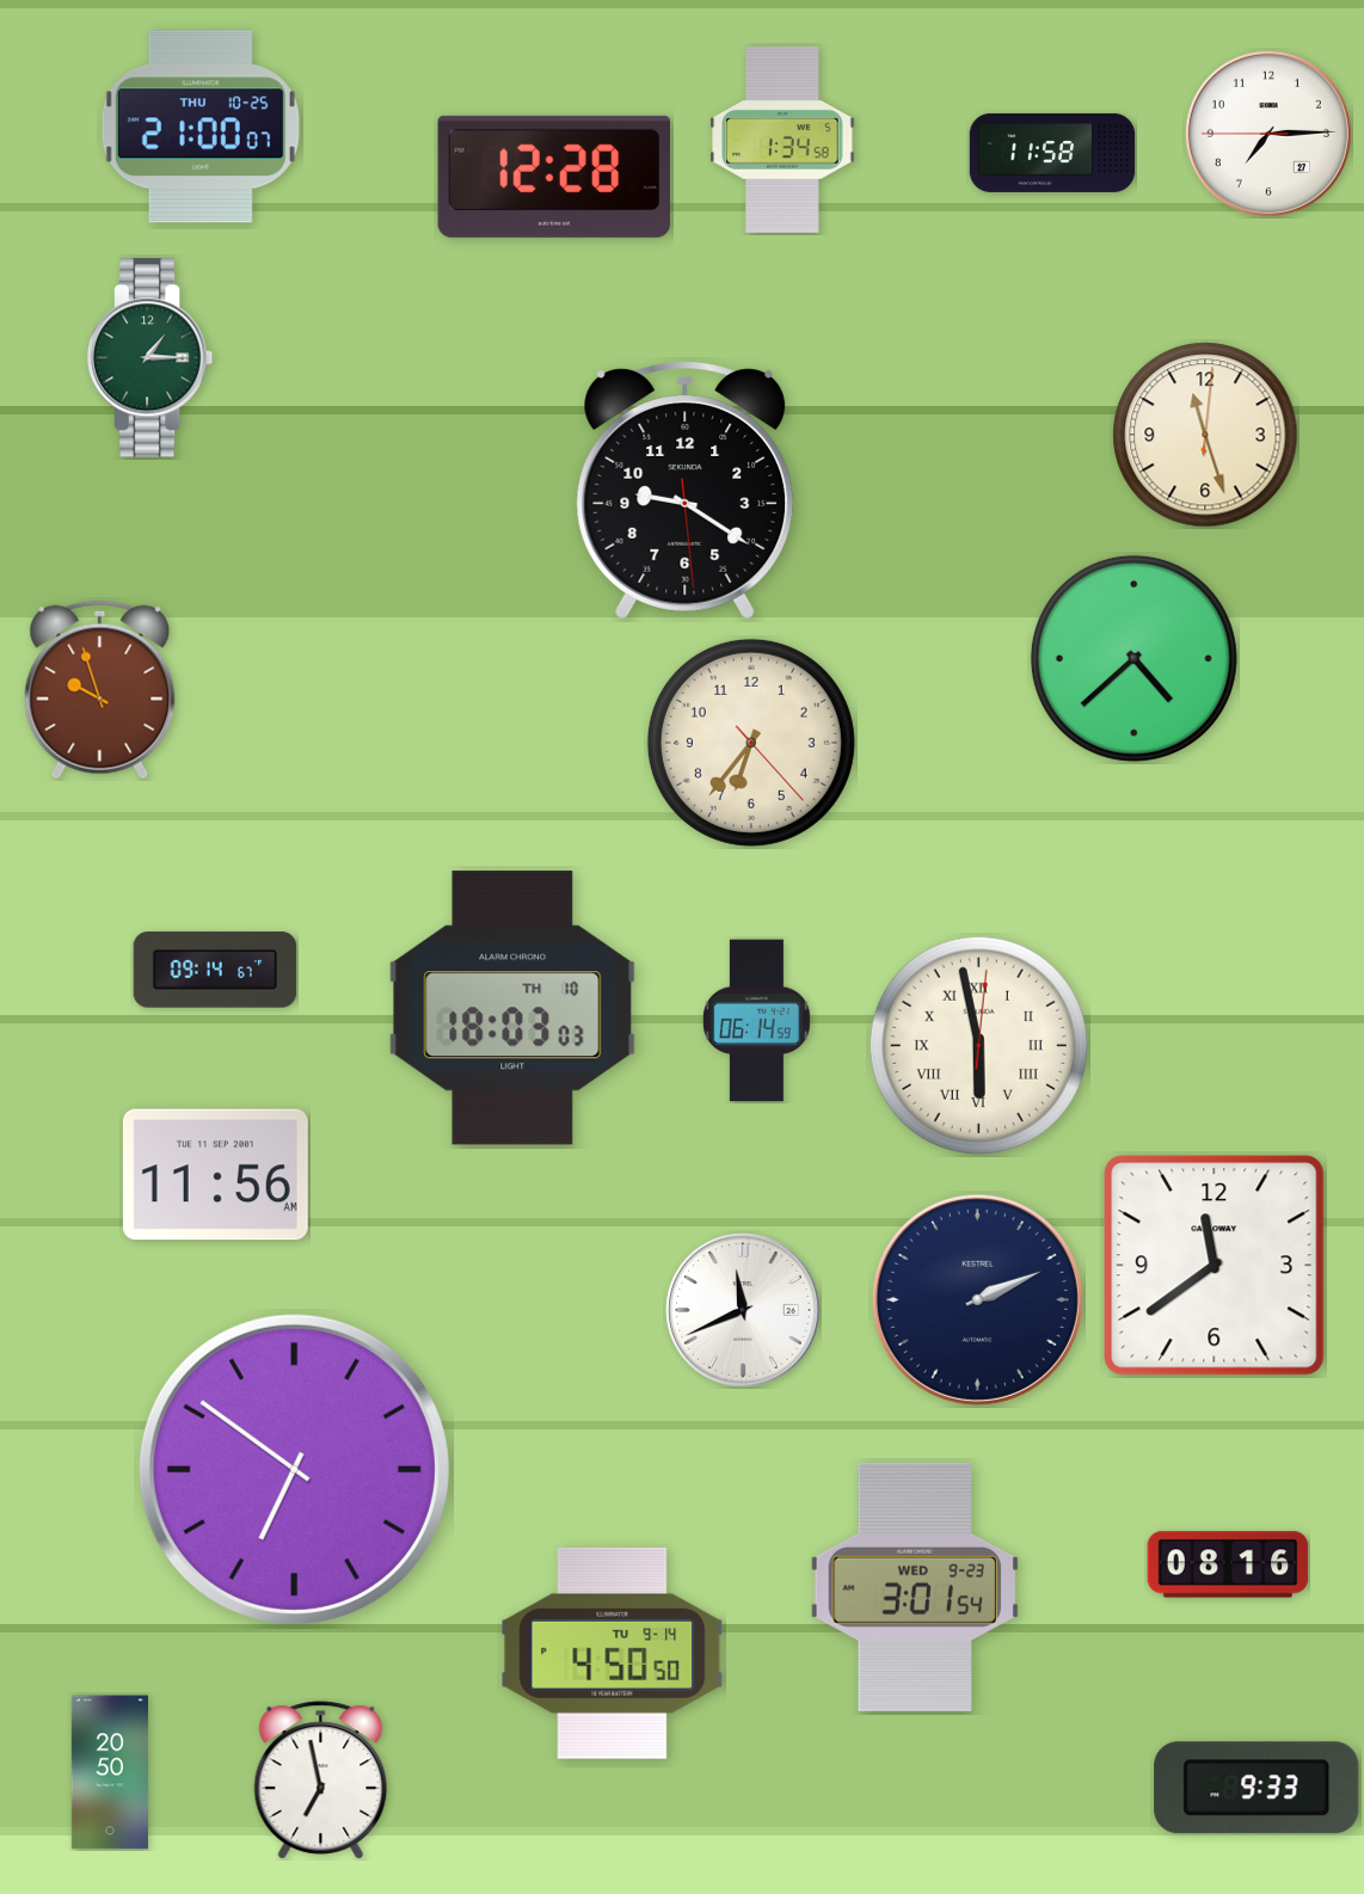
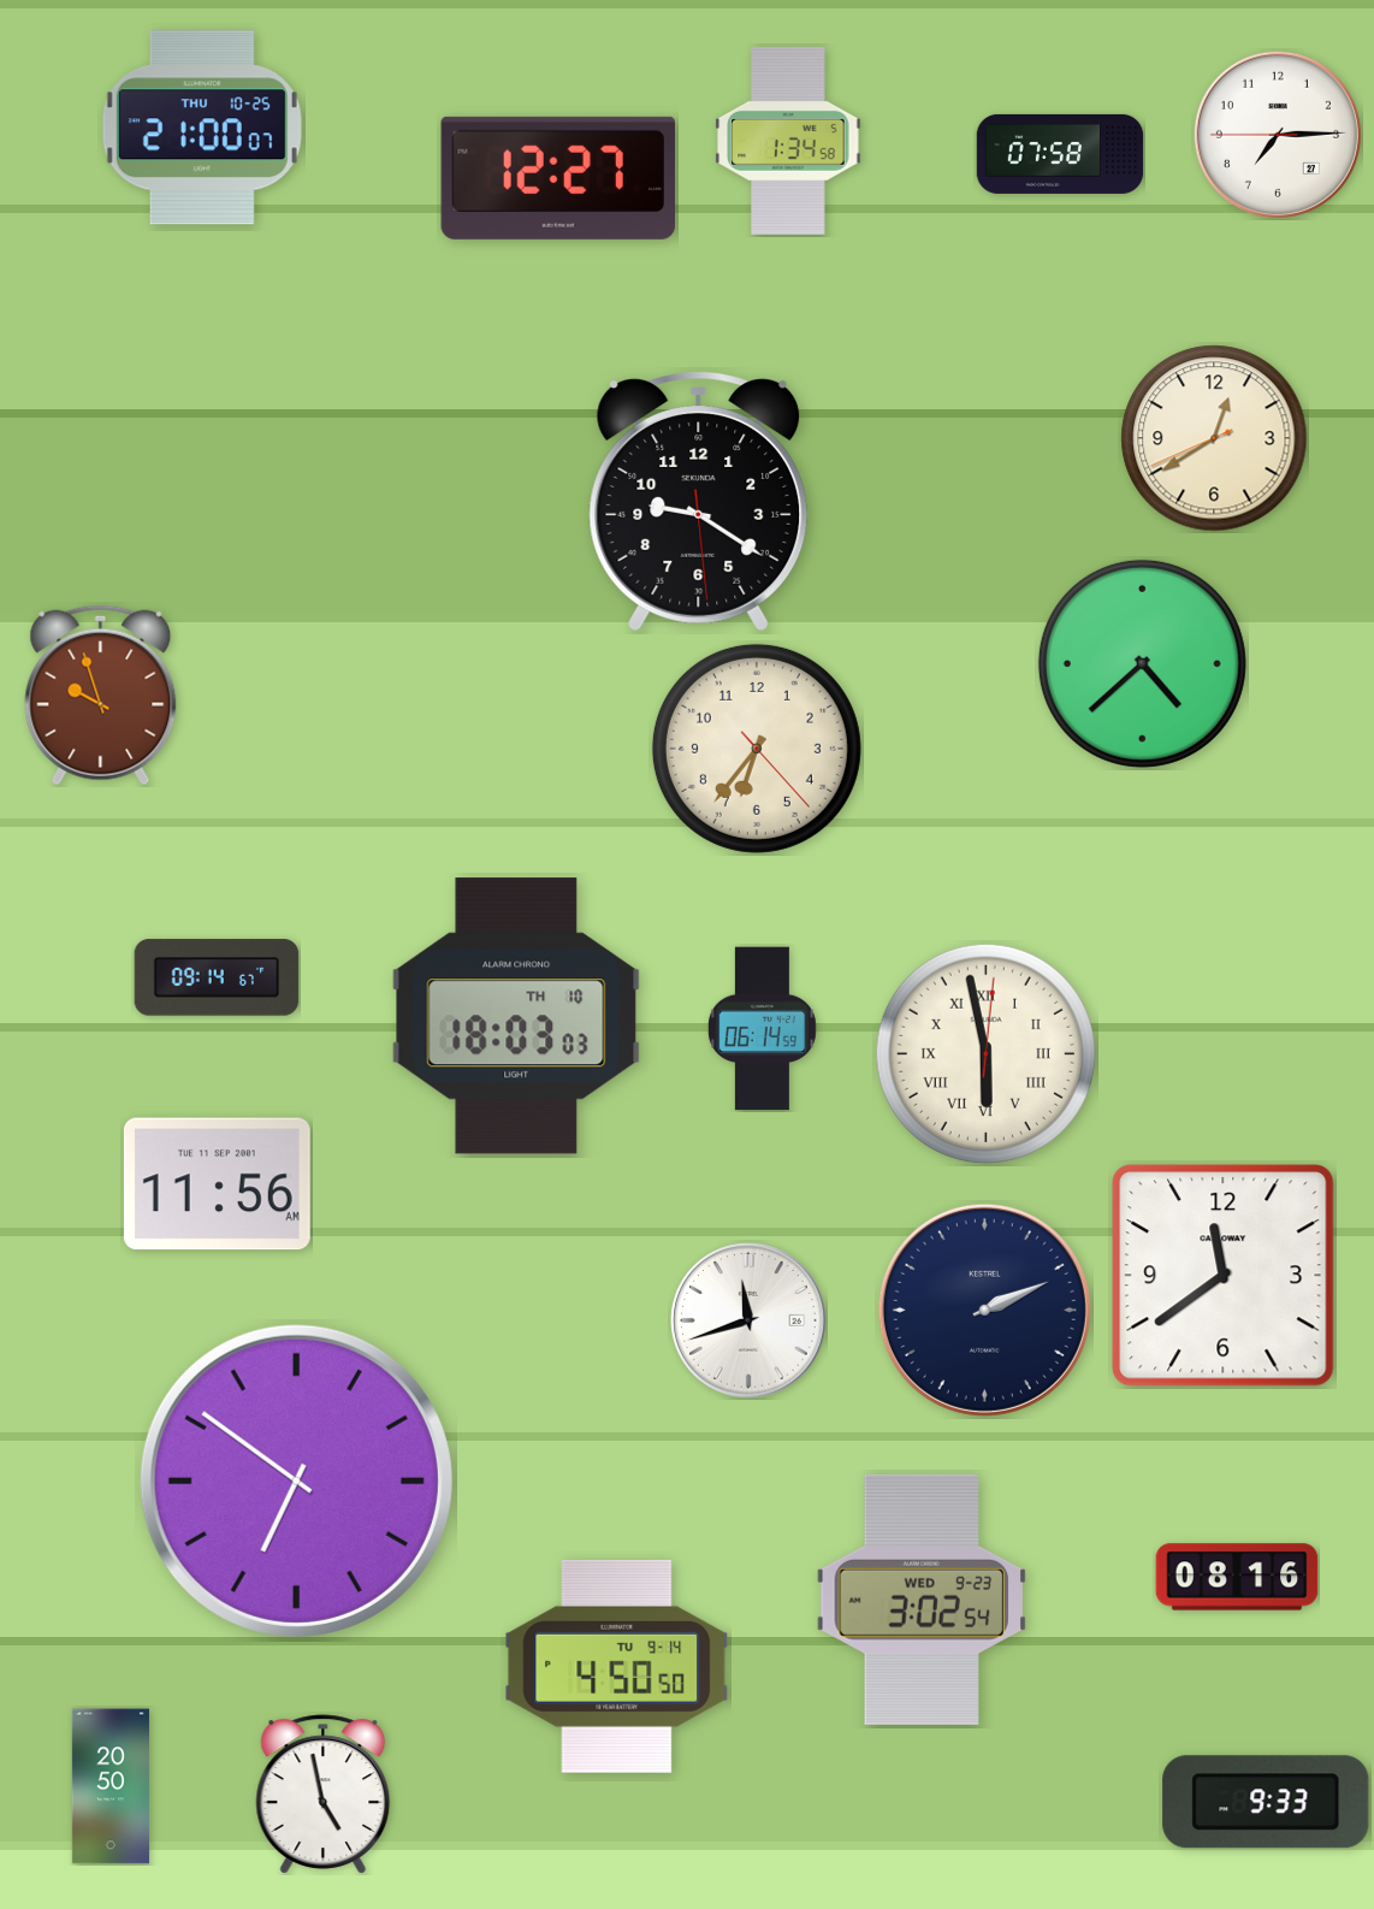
clock at (1052, 153): 11:58 -> 07:58
clock at (554, 177): 12:28 -> 12:27
clock at (150, 358): 1:15 -> none
clock at (1205, 435): 11:27 -> 12:39
clock at (686, 490) position: (686, 490) -> (699, 501)
clock at (743, 1310): 11:41 -> 11:42
clock at (914, 1587): 3:01 -> 3:02
clock at (321, 1781): 6:58 -> 4:58
